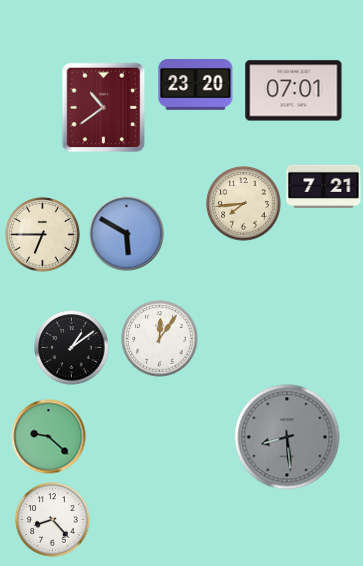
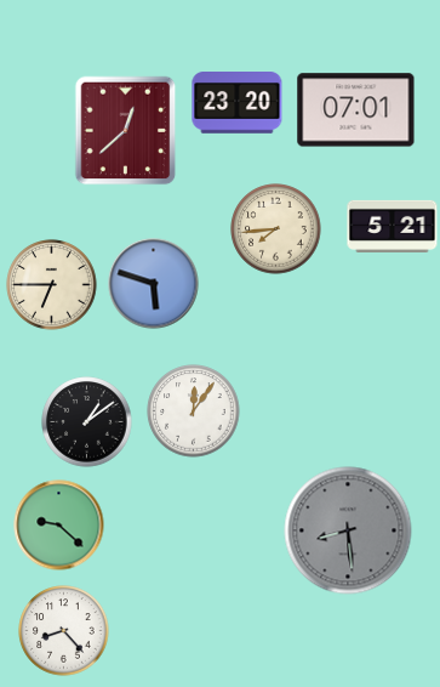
clock at (104, 108): 10:39 -> 12:38
clock at (324, 186): 7:21 -> 5:21
clock at (244, 204) position: (244, 204) -> (276, 229)
clock at (127, 234): 5:50 -> 5:48
clock at (49, 437) position: (49, 437) -> (59, 526)
